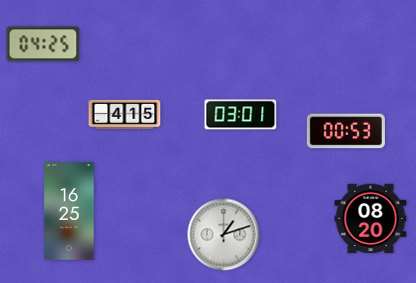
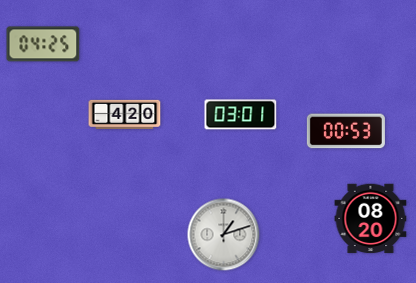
clock at (125, 114): 4:15 -> 4:20
clock at (69, 211): 16:25 -> none
